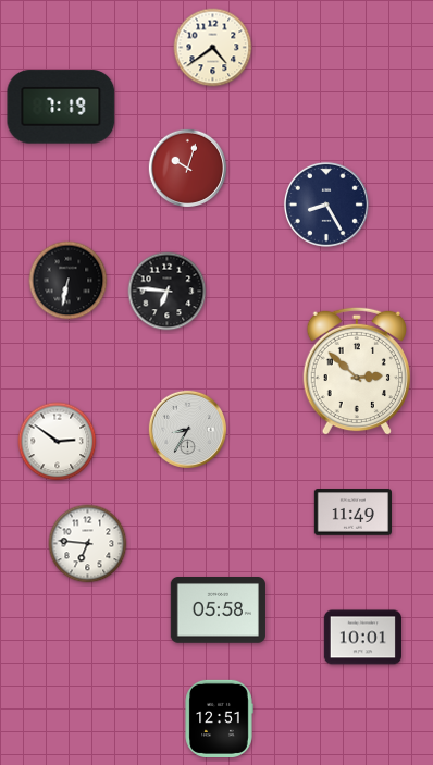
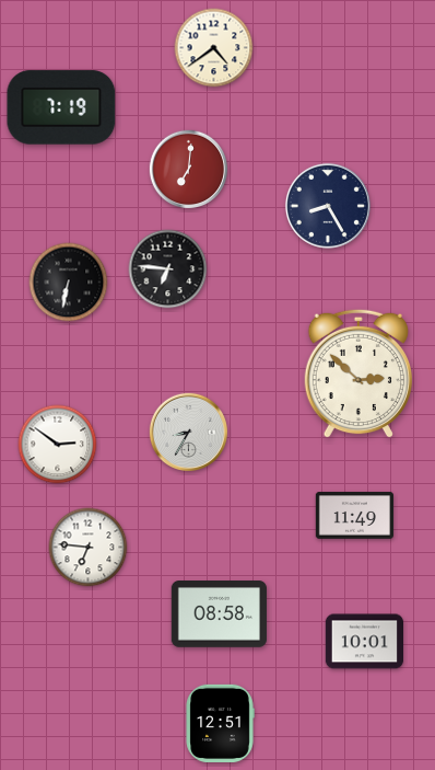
clock at (187, 168): 10:03 -> 7:01
clock at (168, 292) position: (168, 292) -> (168, 269)
clock at (218, 610): 05:58 -> 08:58
